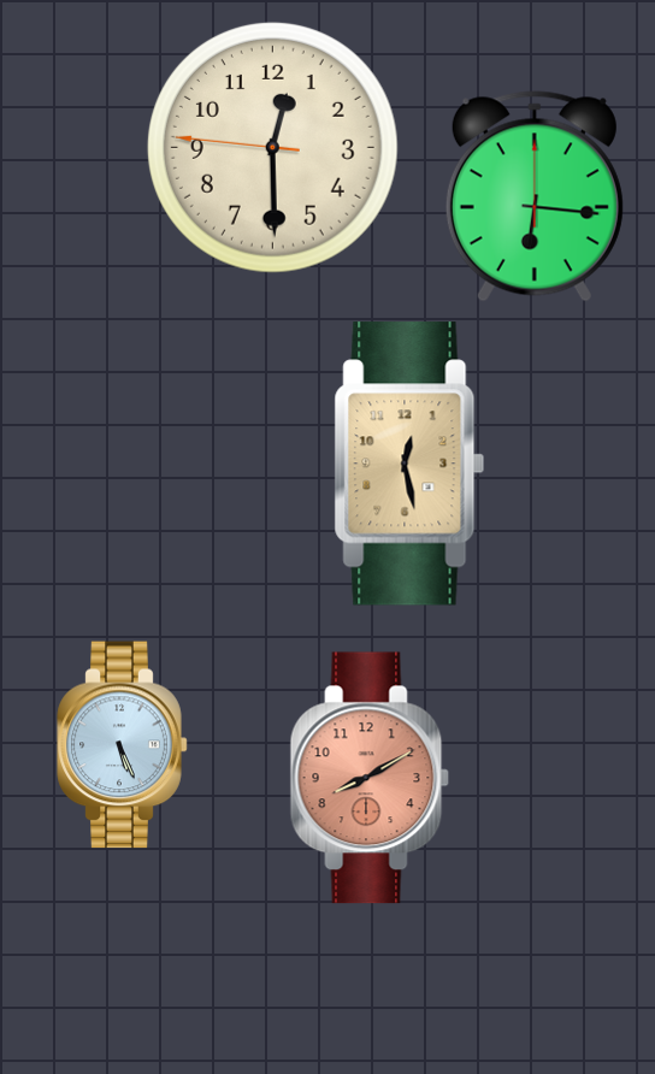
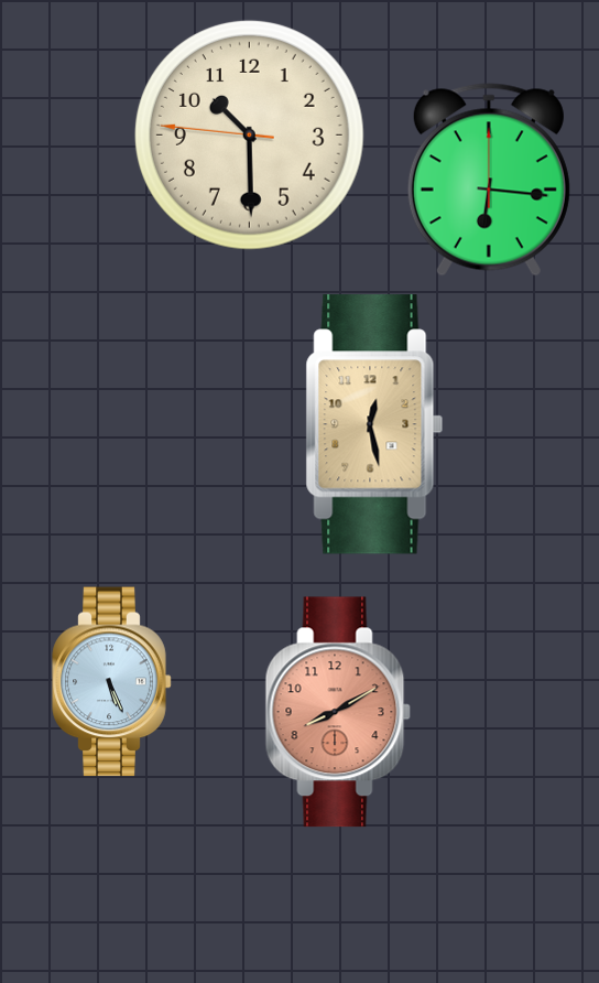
clock at (272, 147): 12:29 -> 10:29
